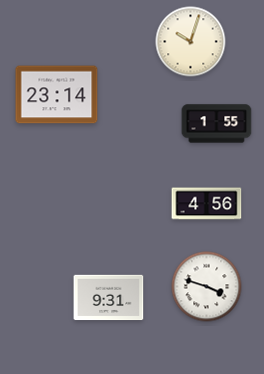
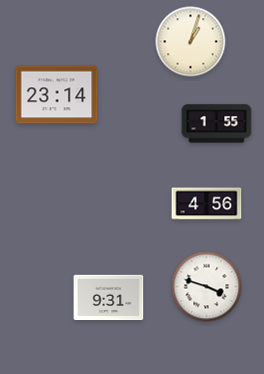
clock at (191, 42): 10:03 -> 1:03
